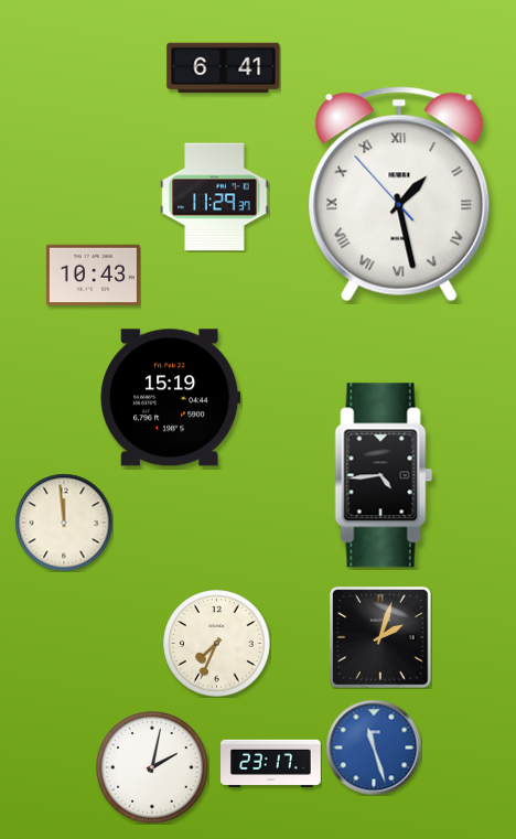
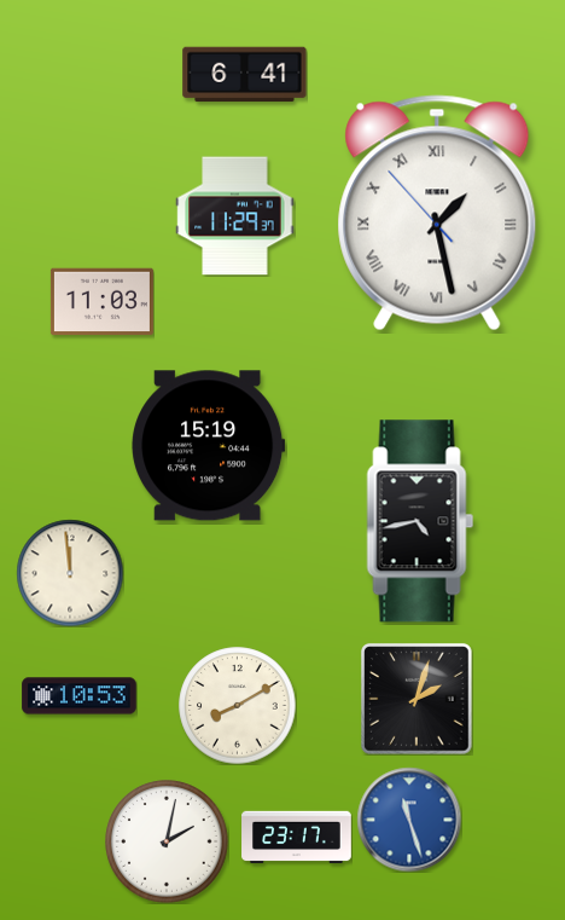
clock at (93, 276): 10:43 -> 11:03
clock at (171, 398) position: (171, 398) -> (209, 446)
clock at (384, 475): 4:44 -> 4:43
clock at (80, 696): none -> 10:53
clock at (217, 644): 7:34 -> 8:10
